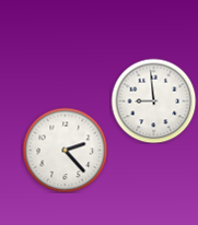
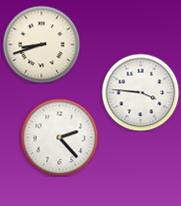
clock at (41, 44): none -> 8:42
clock at (153, 100): 8:59 -> 3:46
